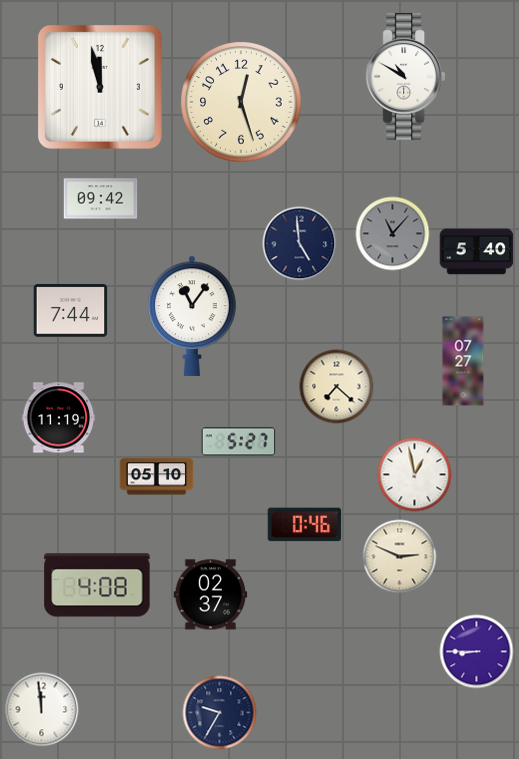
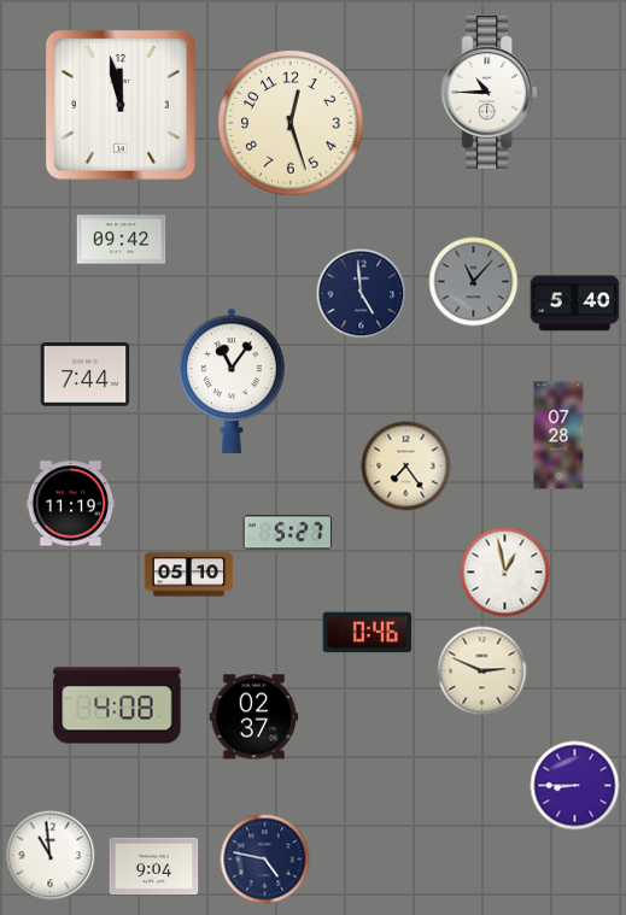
clock at (405, 77): 10:50 -> 10:45
clock at (463, 361): 07:27 -> 07:28
clock at (337, 387): 7:22 -> 7:24
clock at (415, 475) position: (415, 475) -> (505, 573)
clock at (42, 710): 11:59 -> 10:59
clock at (220, 713): 9:35 -> 4:47
clock at (154, 866): none -> 9:04
